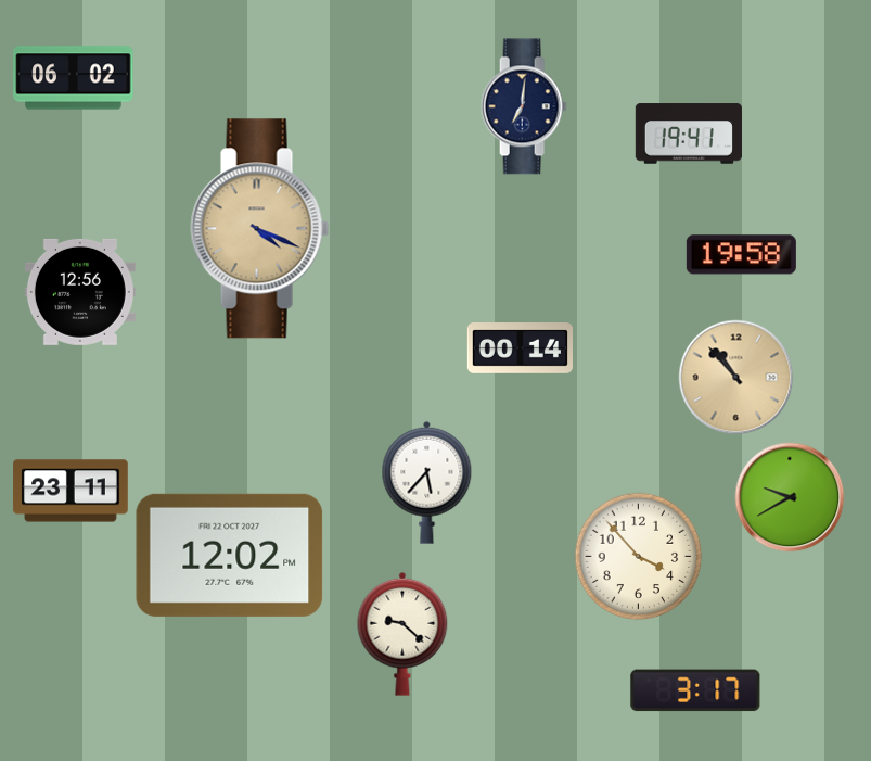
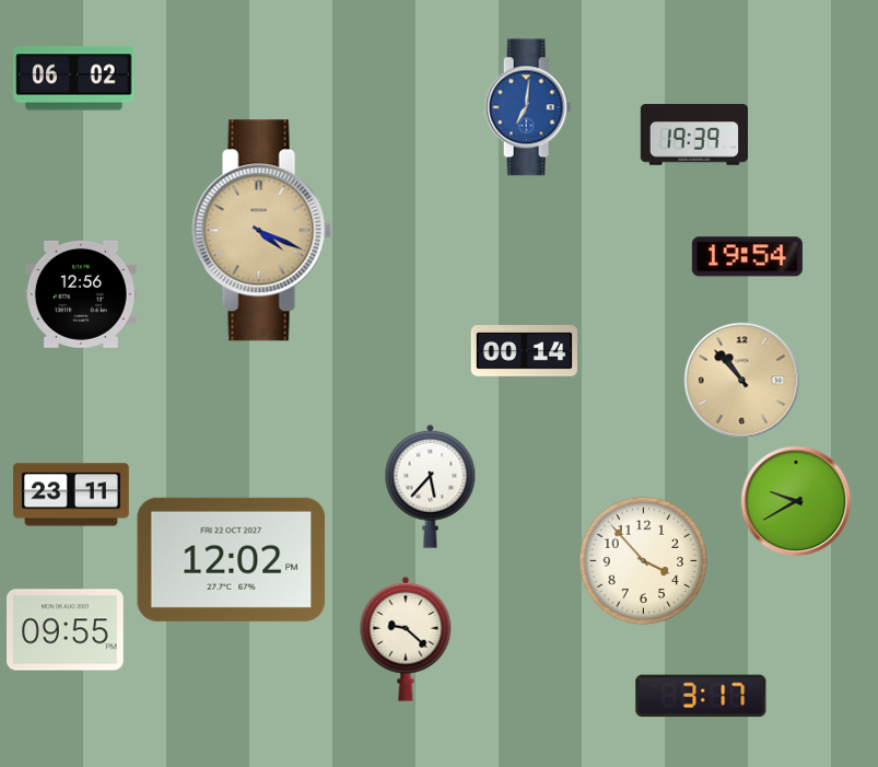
clock at (524, 106) dial: navy -> blue
clock at (689, 134): 19:41 -> 19:39
clock at (741, 255): 19:58 -> 19:54
clock at (66, 630): none -> 09:55
